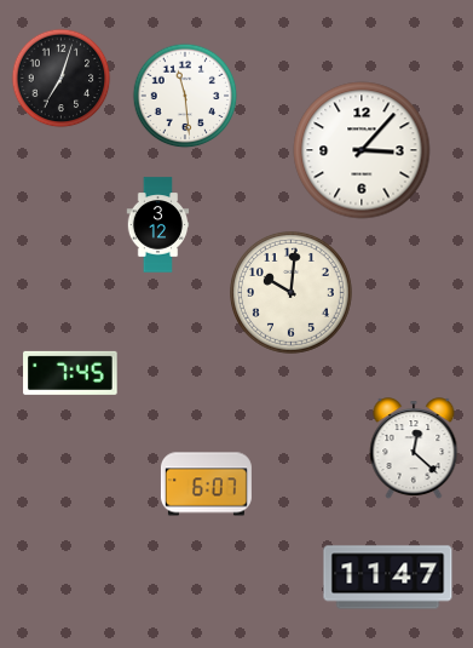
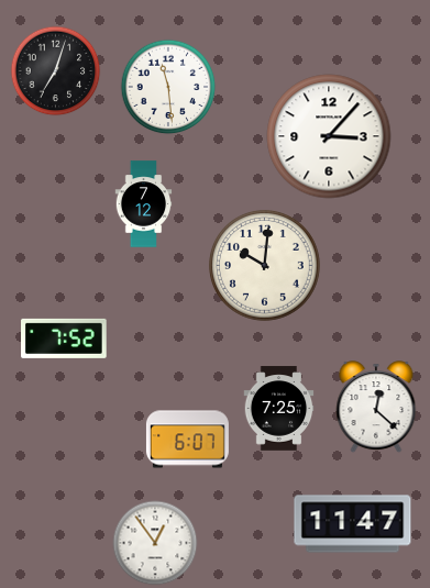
clock at (158, 225): 3:12 -> 7:12
clock at (70, 373): 7:45 -> 7:52
clock at (279, 409): none -> 7:25
clock at (155, 543): none -> 12:54
